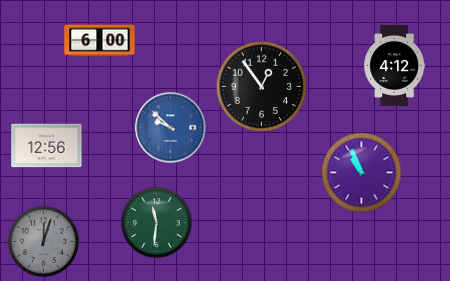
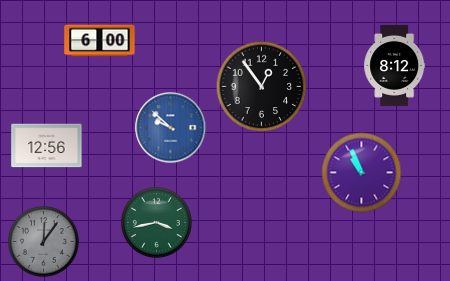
clock at (395, 65): 4:12 -> 8:12
clock at (157, 223): 11:31 -> 3:43
clock at (44, 242): 12:03 -> 12:06
